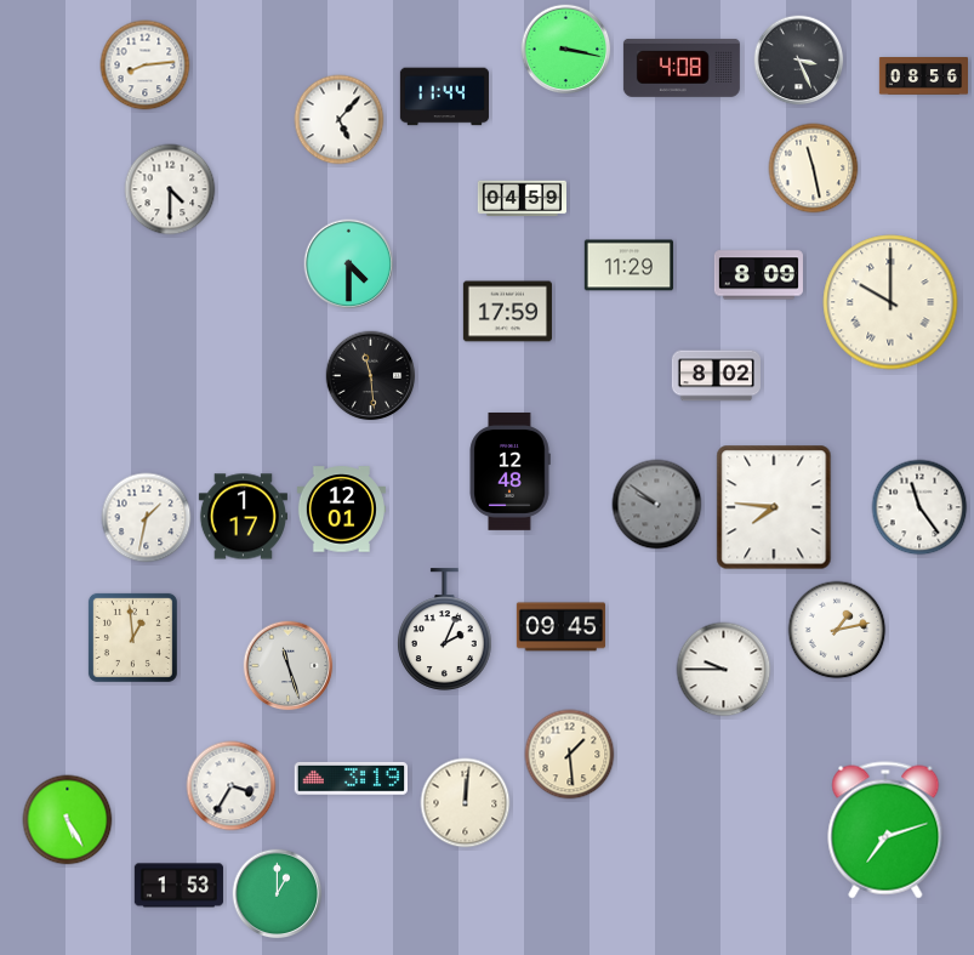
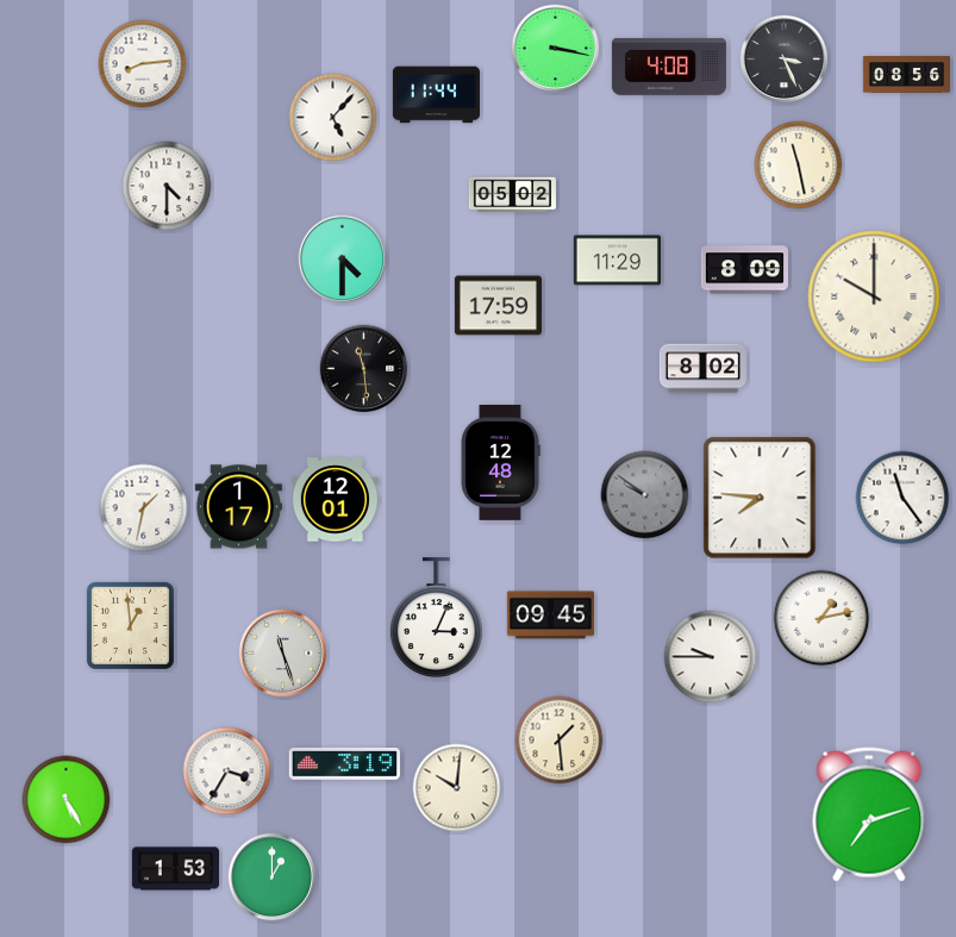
clock at (522, 199): 04:59 -> 05:02
clock at (444, 630): 2:04 -> 3:04
clock at (466, 803): 12:01 -> 10:01
clock at (68, 820) position: (68, 820) -> (67, 800)
